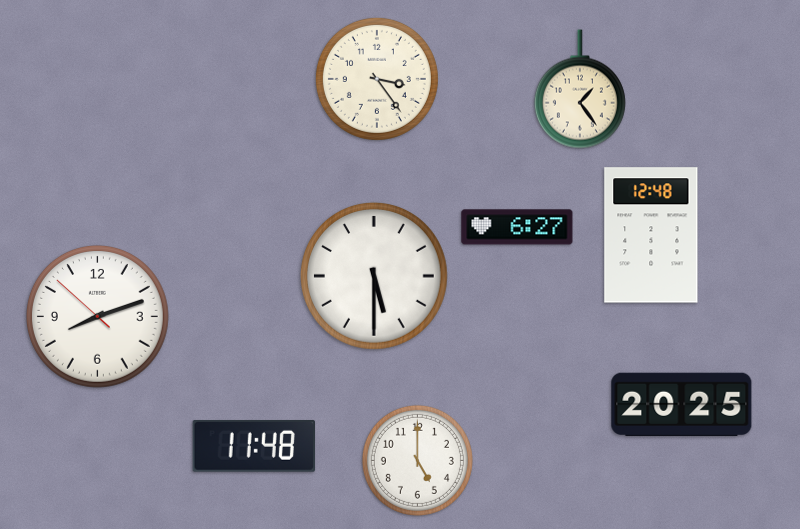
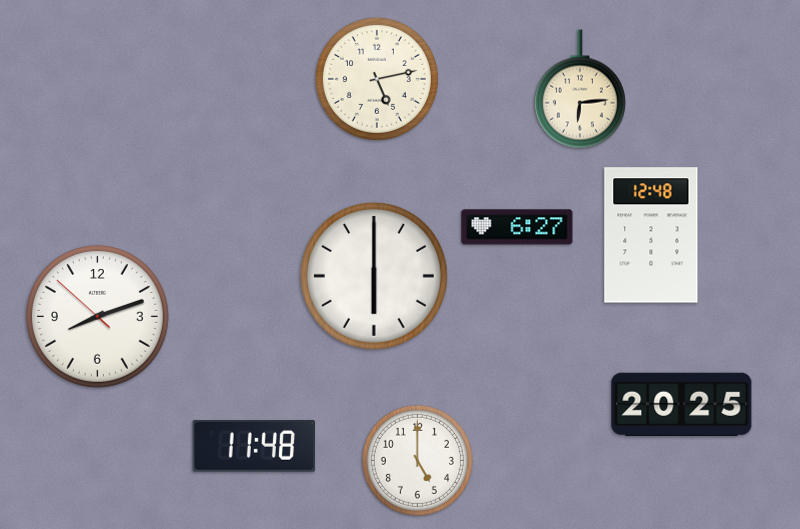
clock at (377, 79): 3:24 -> 5:13
clock at (580, 89): 1:24 -> 6:14
clock at (374, 276): 5:30 -> 6:00
